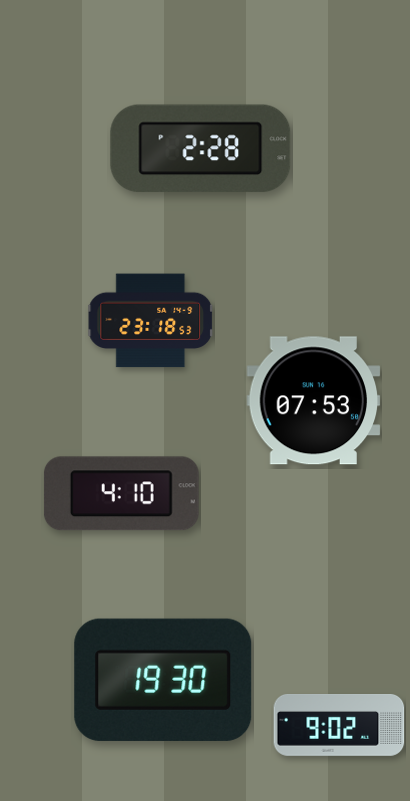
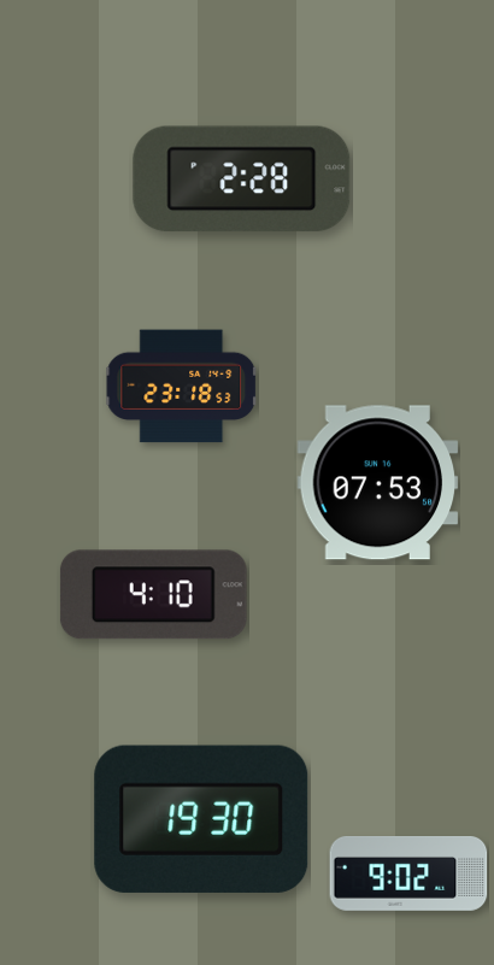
clock at (121, 494) position: (121, 494) -> (153, 595)
clock at (163, 680) position: (163, 680) -> (201, 819)
